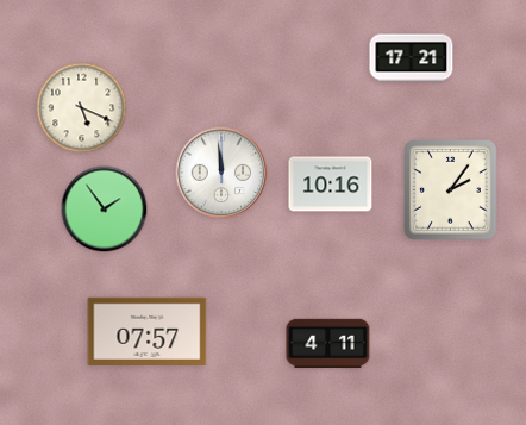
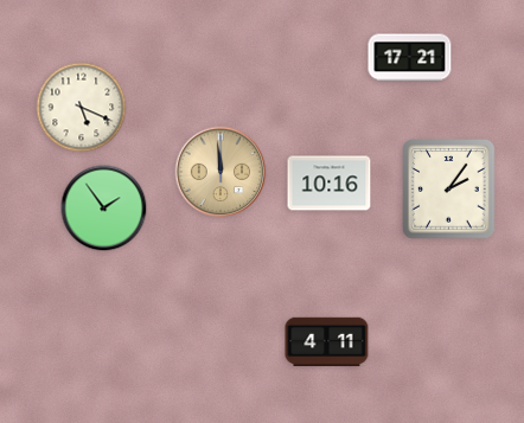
clock at (221, 173) dial: white -> champagne
clock at (148, 331): 07:57 -> none
